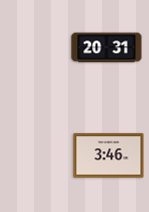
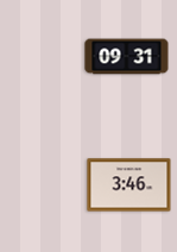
clock at (107, 48): 20:31 -> 09:31
